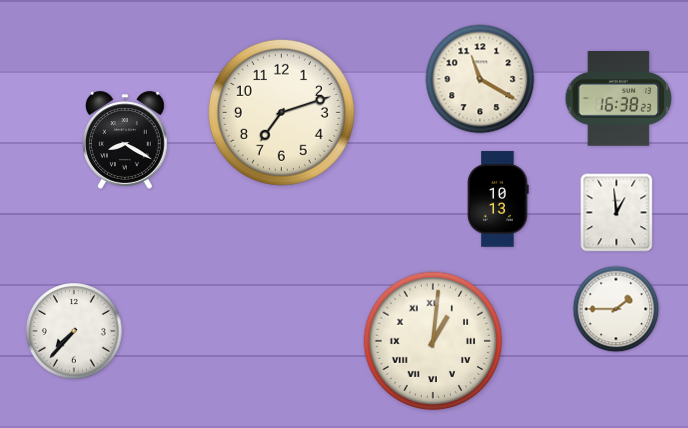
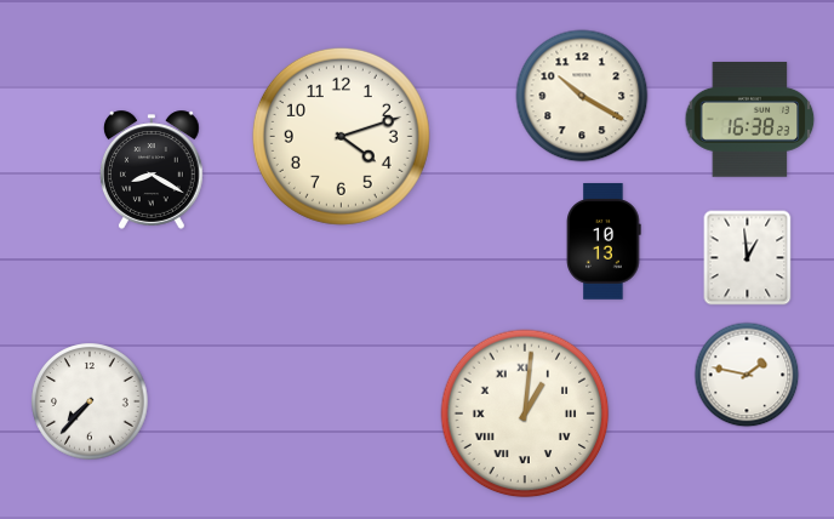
clock at (480, 79): 11:20 -> 10:20
clock at (281, 112): 7:12 -> 4:12
clock at (616, 309): 1:45 -> 1:47
